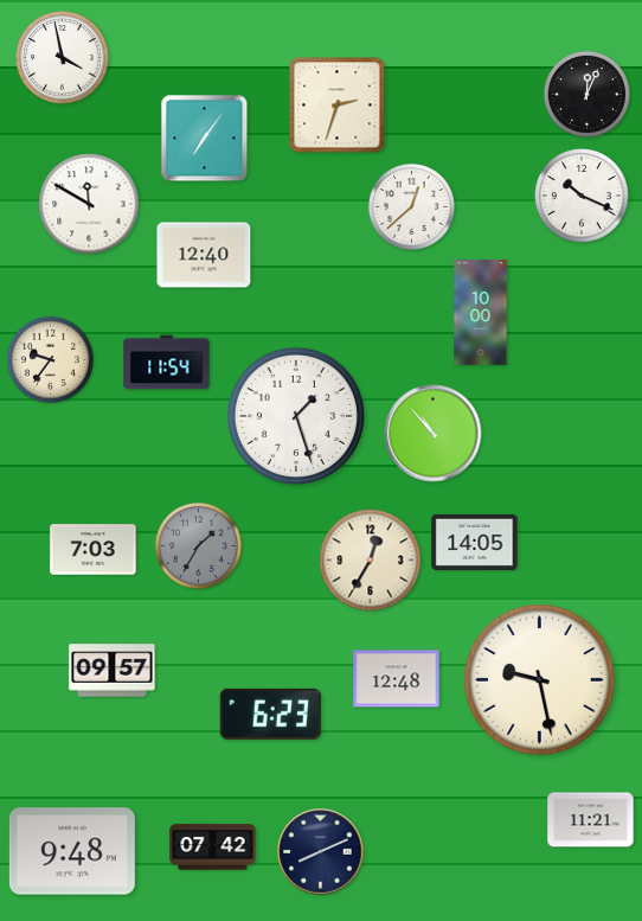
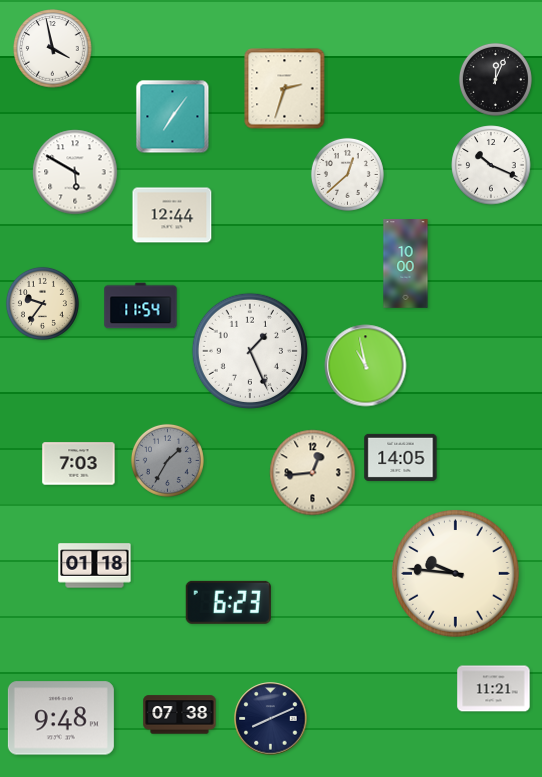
clock at (89, 204): 11:50 -> 5:50
clock at (204, 255): 12:40 -> 12:44
clock at (296, 416): 1:27 -> 1:26
clock at (434, 434): 10:53 -> 10:58
clock at (371, 561): 12:35 -> 12:44
clock at (113, 671): 09:57 -> 01:18
clock at (397, 679): 12:48 -> none
clock at (540, 680): 9:28 -> 9:46
clock at (591, 820) position: (591, 820) -> (494, 689)
clock at (213, 848): 07:42 -> 07:38
